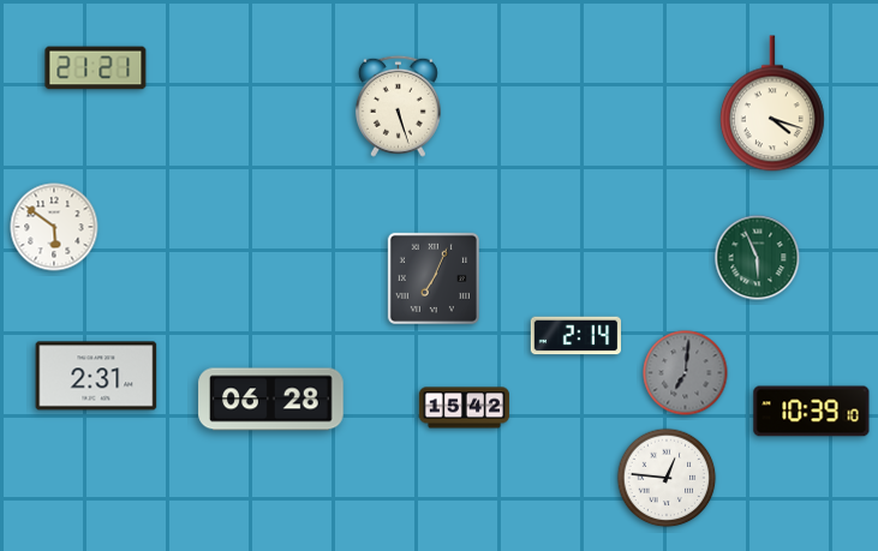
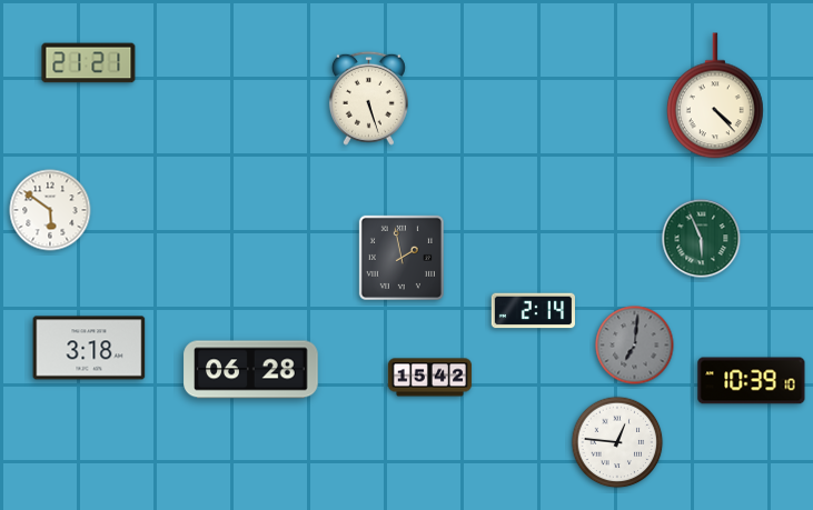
clock at (772, 103): 4:18 -> 4:23
clock at (434, 279): 7:04 -> 1:58
clock at (96, 376): 2:31 -> 3:18
